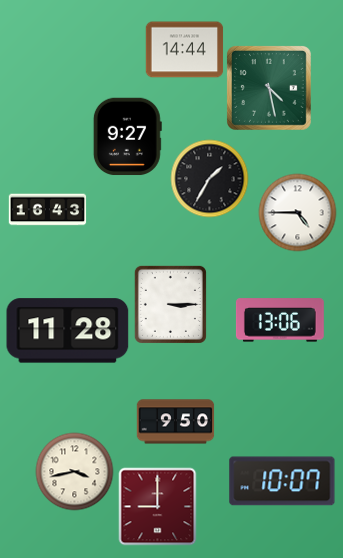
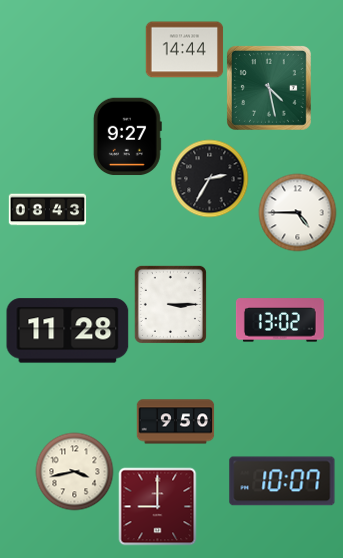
clock at (209, 178): 1:35 -> 2:35
clock at (47, 210): 16:43 -> 08:43
clock at (280, 320): 13:06 -> 13:02
